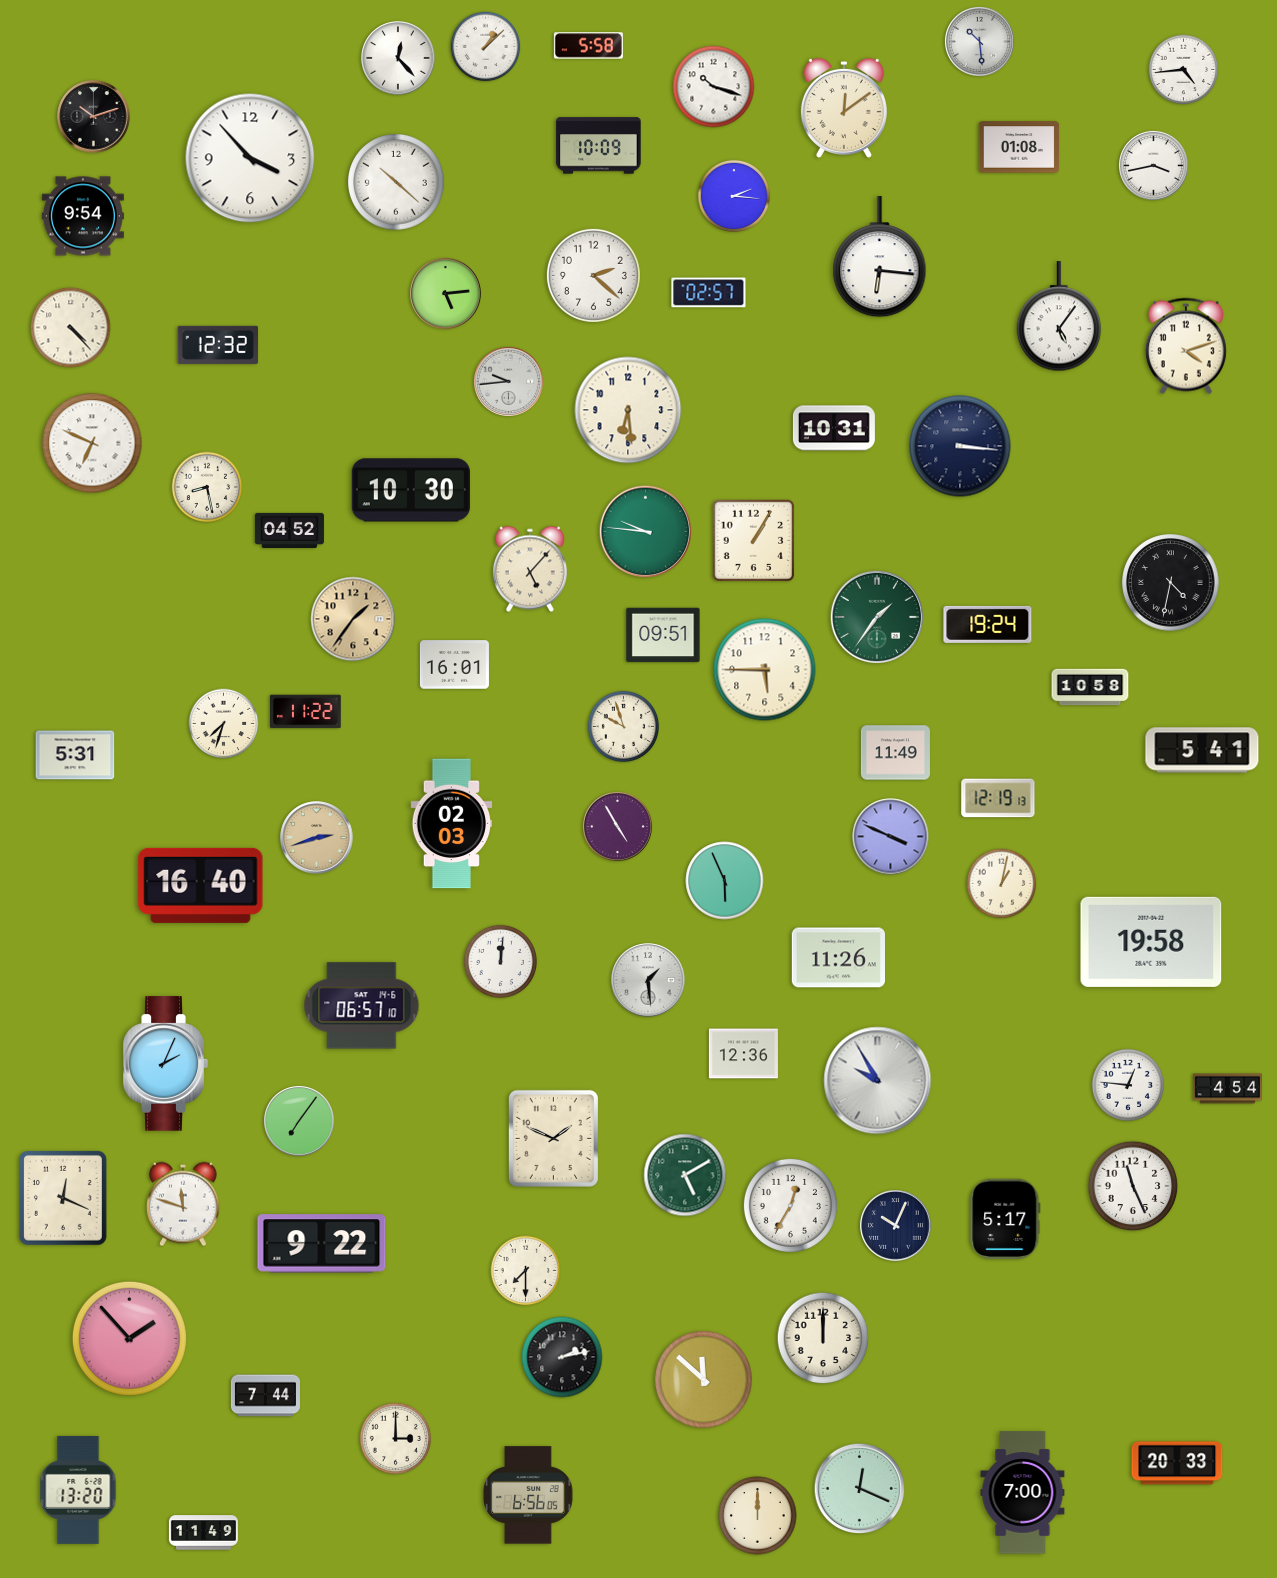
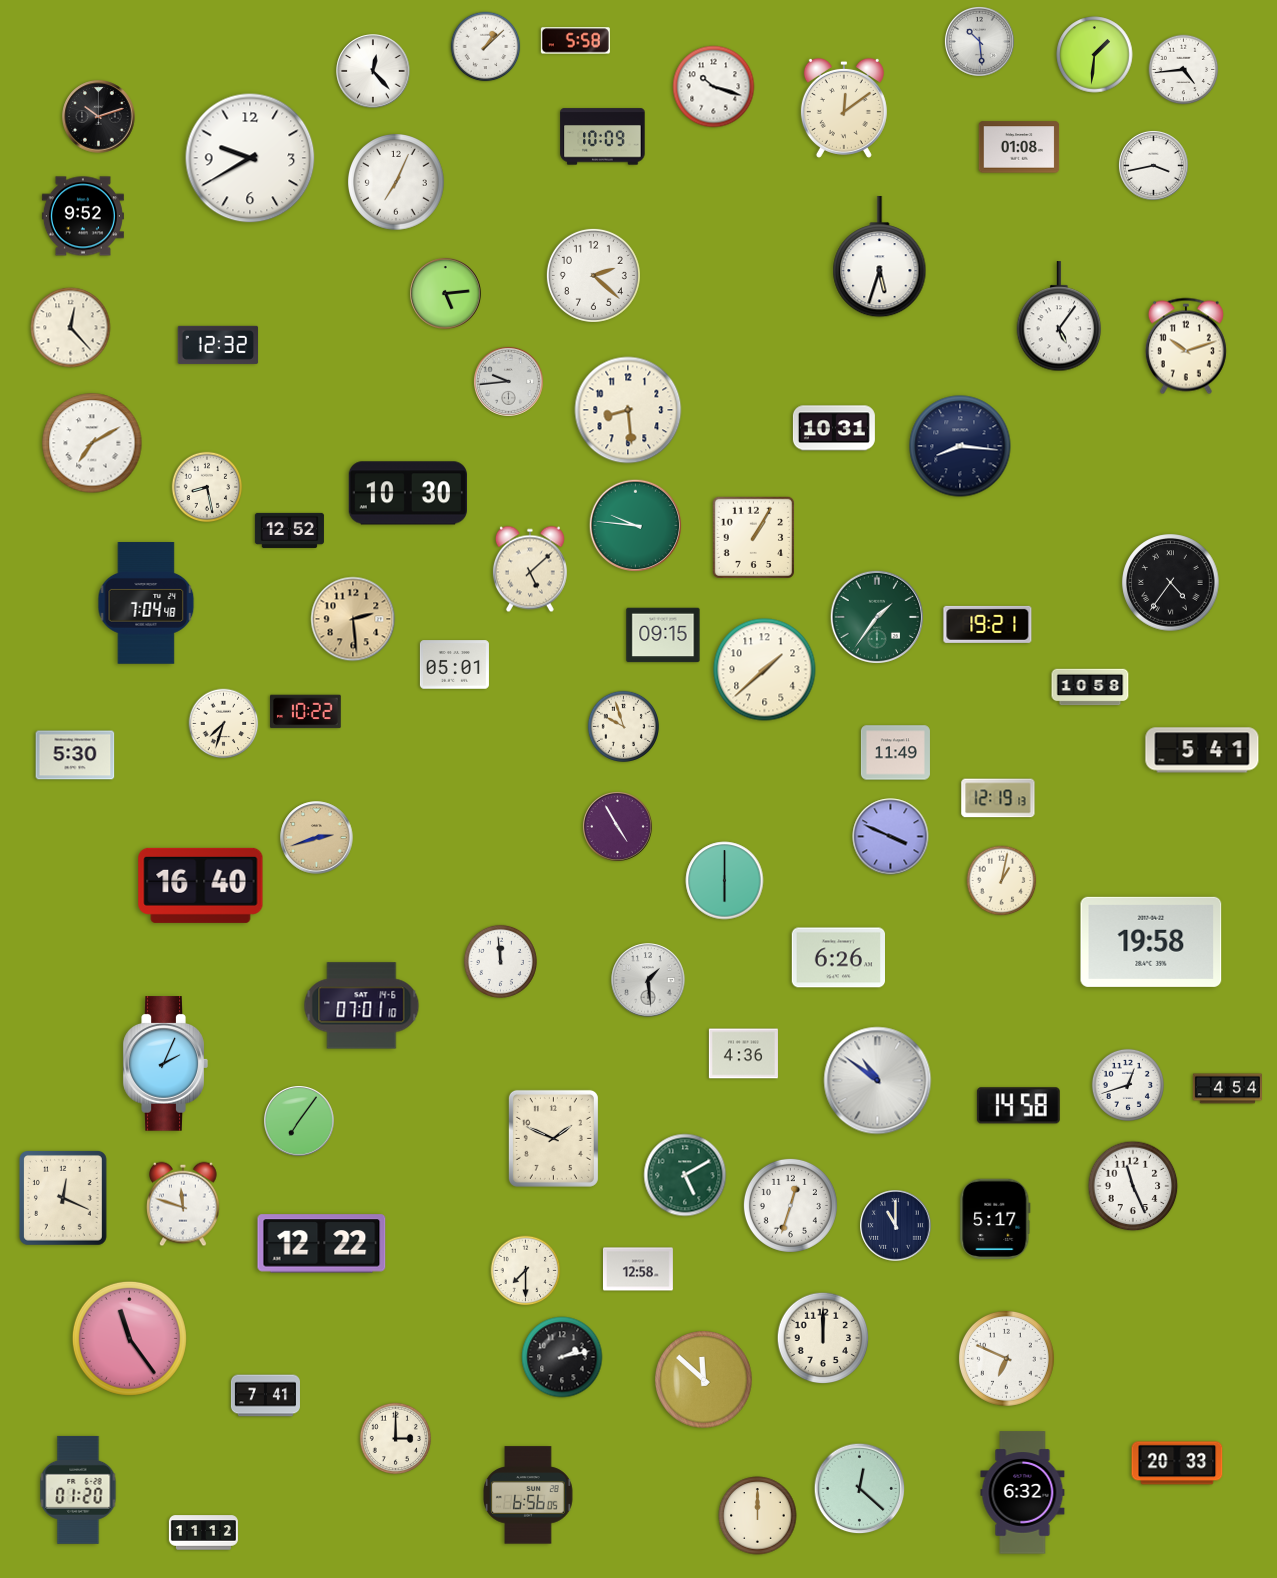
clock at (588, 46) position: (588, 46) -> (575, 41)
clock at (1095, 55): none -> 1:31
clock at (398, 58) position: (398, 58) -> (373, 71)
clock at (94, 117) position: (94, 117) -> (99, 117)
clock at (599, 146) position: (599, 146) -> (603, 137)
clock at (250, 158): 3:53 -> 9:40
clock at (397, 183): 10:22 -> 7:04
clock at (734, 196): 2:16 -> none
clock at (83, 216): 9:54 -> 9:52
clock at (880, 257): 6:16 -> 5:33
clock at (709, 293): 02:57 -> none
clock at (71, 328): 4:23 -> 12:23
clock at (1186, 346): 4:12 -> 10:12
clock at (628, 410): 6:29 -> 8:29
clock at (92, 443): 6:49 -> 7:10
clock at (960, 446): 3:16 -> 8:16
clock at (410, 490) position: (410, 490) -> (407, 493)
clock at (289, 530): 04:52 -> 12:52
clock at (646, 532) position: (646, 532) -> (636, 526)
clock at (753, 540) position: (753, 540) -> (753, 537)
clock at (530, 569): 5:07 -> 5:08
clock at (1171, 583): 4:32 -> 4:36
clock at (146, 603): none -> 7:04
clock at (353, 619): 1:36 -> 2:29
clock at (988, 624): 19:24 -> 19:21
clock at (663, 635): 09:51 -> 09:15
clock at (454, 665): 16:01 -> 05:01
clock at (765, 670): 5:45 -> 1:38
clock at (306, 712): 11:22 -> 10:22
clock at (75, 755): 5:31 -> 5:30
clock at (452, 824): 02:03 -> none
clock at (725, 881): 5:56 -> 6:00
clock at (1002, 884) position: (1002, 884) -> (1002, 881)
clock at (838, 958): 11:26 -> 6:26
clock at (500, 961): 12:01 -> 11:59
clock at (362, 1006): 06:57 -> 07:01
clock at (743, 1054): 12:36 -> 4:36
clock at (878, 1081): 9:55 -> 10:51
clock at (1128, 1085): 12:46 -> 12:42
clock at (1018, 1106): none -> 14:58
clock at (790, 1205): 12:35 -> 12:33
clock at (1005, 1219) position: (1005, 1219) -> (995, 1219)
clock at (896, 1226): 10:04 -> 11:00
clock at (322, 1244): 9:22 -> 12:22
clock at (638, 1269): none -> 12:58
clock at (129, 1338): 1:53 -> 11:24
clock at (1006, 1358): none -> 6:49
clock at (265, 1396): 7:44 -> 7:41
clock at (860, 1489): 12:19 -> 12:22
clock at (78, 1490): 13:20 -> 01:20
clock at (1023, 1493): 7:00 -> 6:32
clock at (203, 1533): 11:49 -> 11:12
